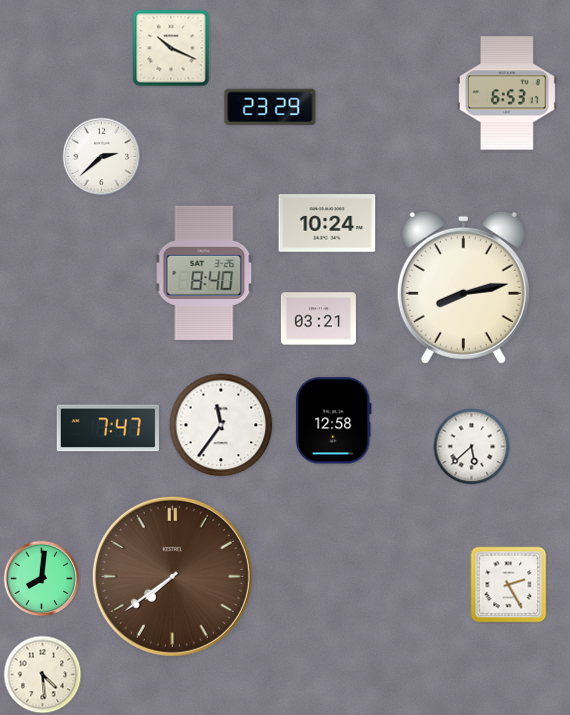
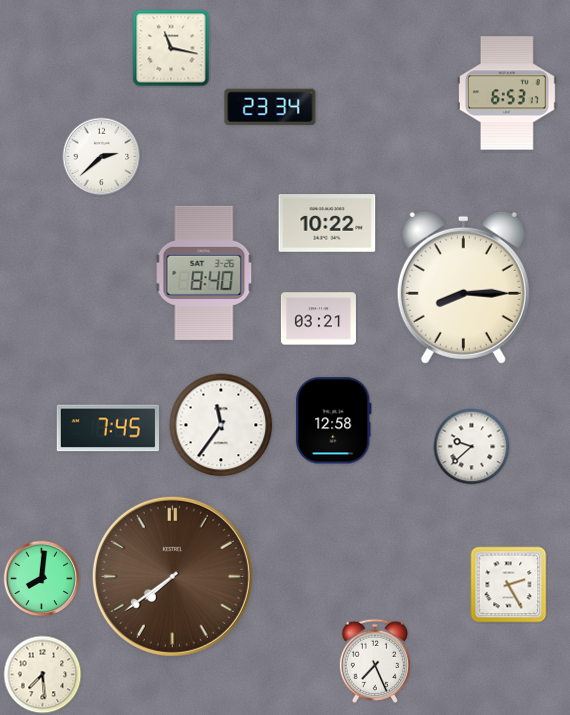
clock at (171, 48): 10:19 -> 11:17
clock at (270, 107): 23:29 -> 23:34
clock at (327, 223): 10:24 -> 10:22
clock at (463, 287): 8:13 -> 8:15
clock at (107, 428): 7:47 -> 7:45
clock at (472, 447): 5:38 -> 9:38
clock at (374, 661): none -> 7:26
clock at (43, 675): 4:29 -> 7:29
